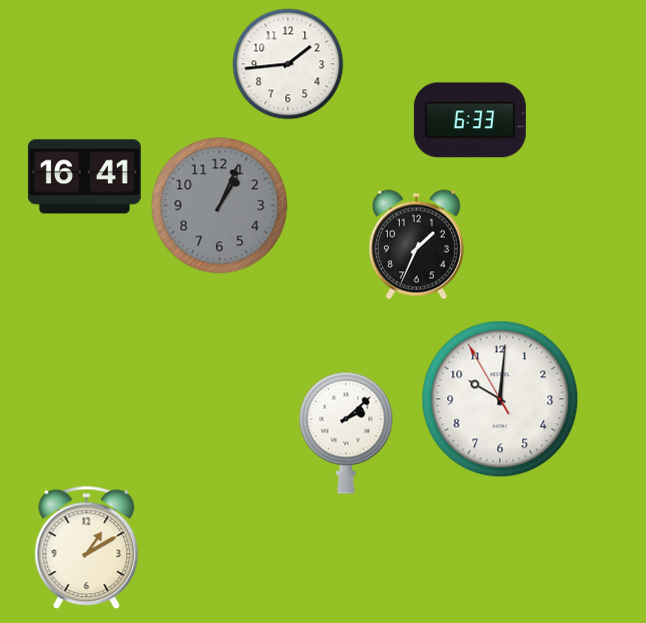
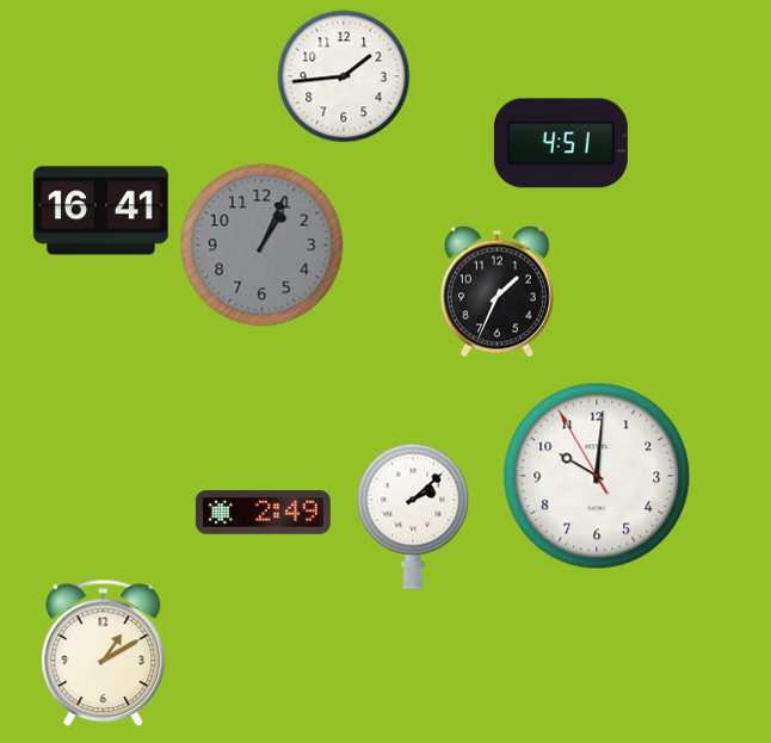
clock at (470, 120): 6:33 -> 4:51
clock at (263, 513): none -> 2:49
